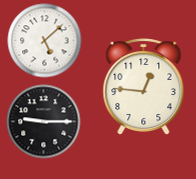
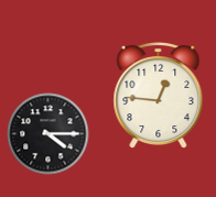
clock at (45, 41): 5:08 -> none
clock at (44, 122): 9:15 -> 4:15
